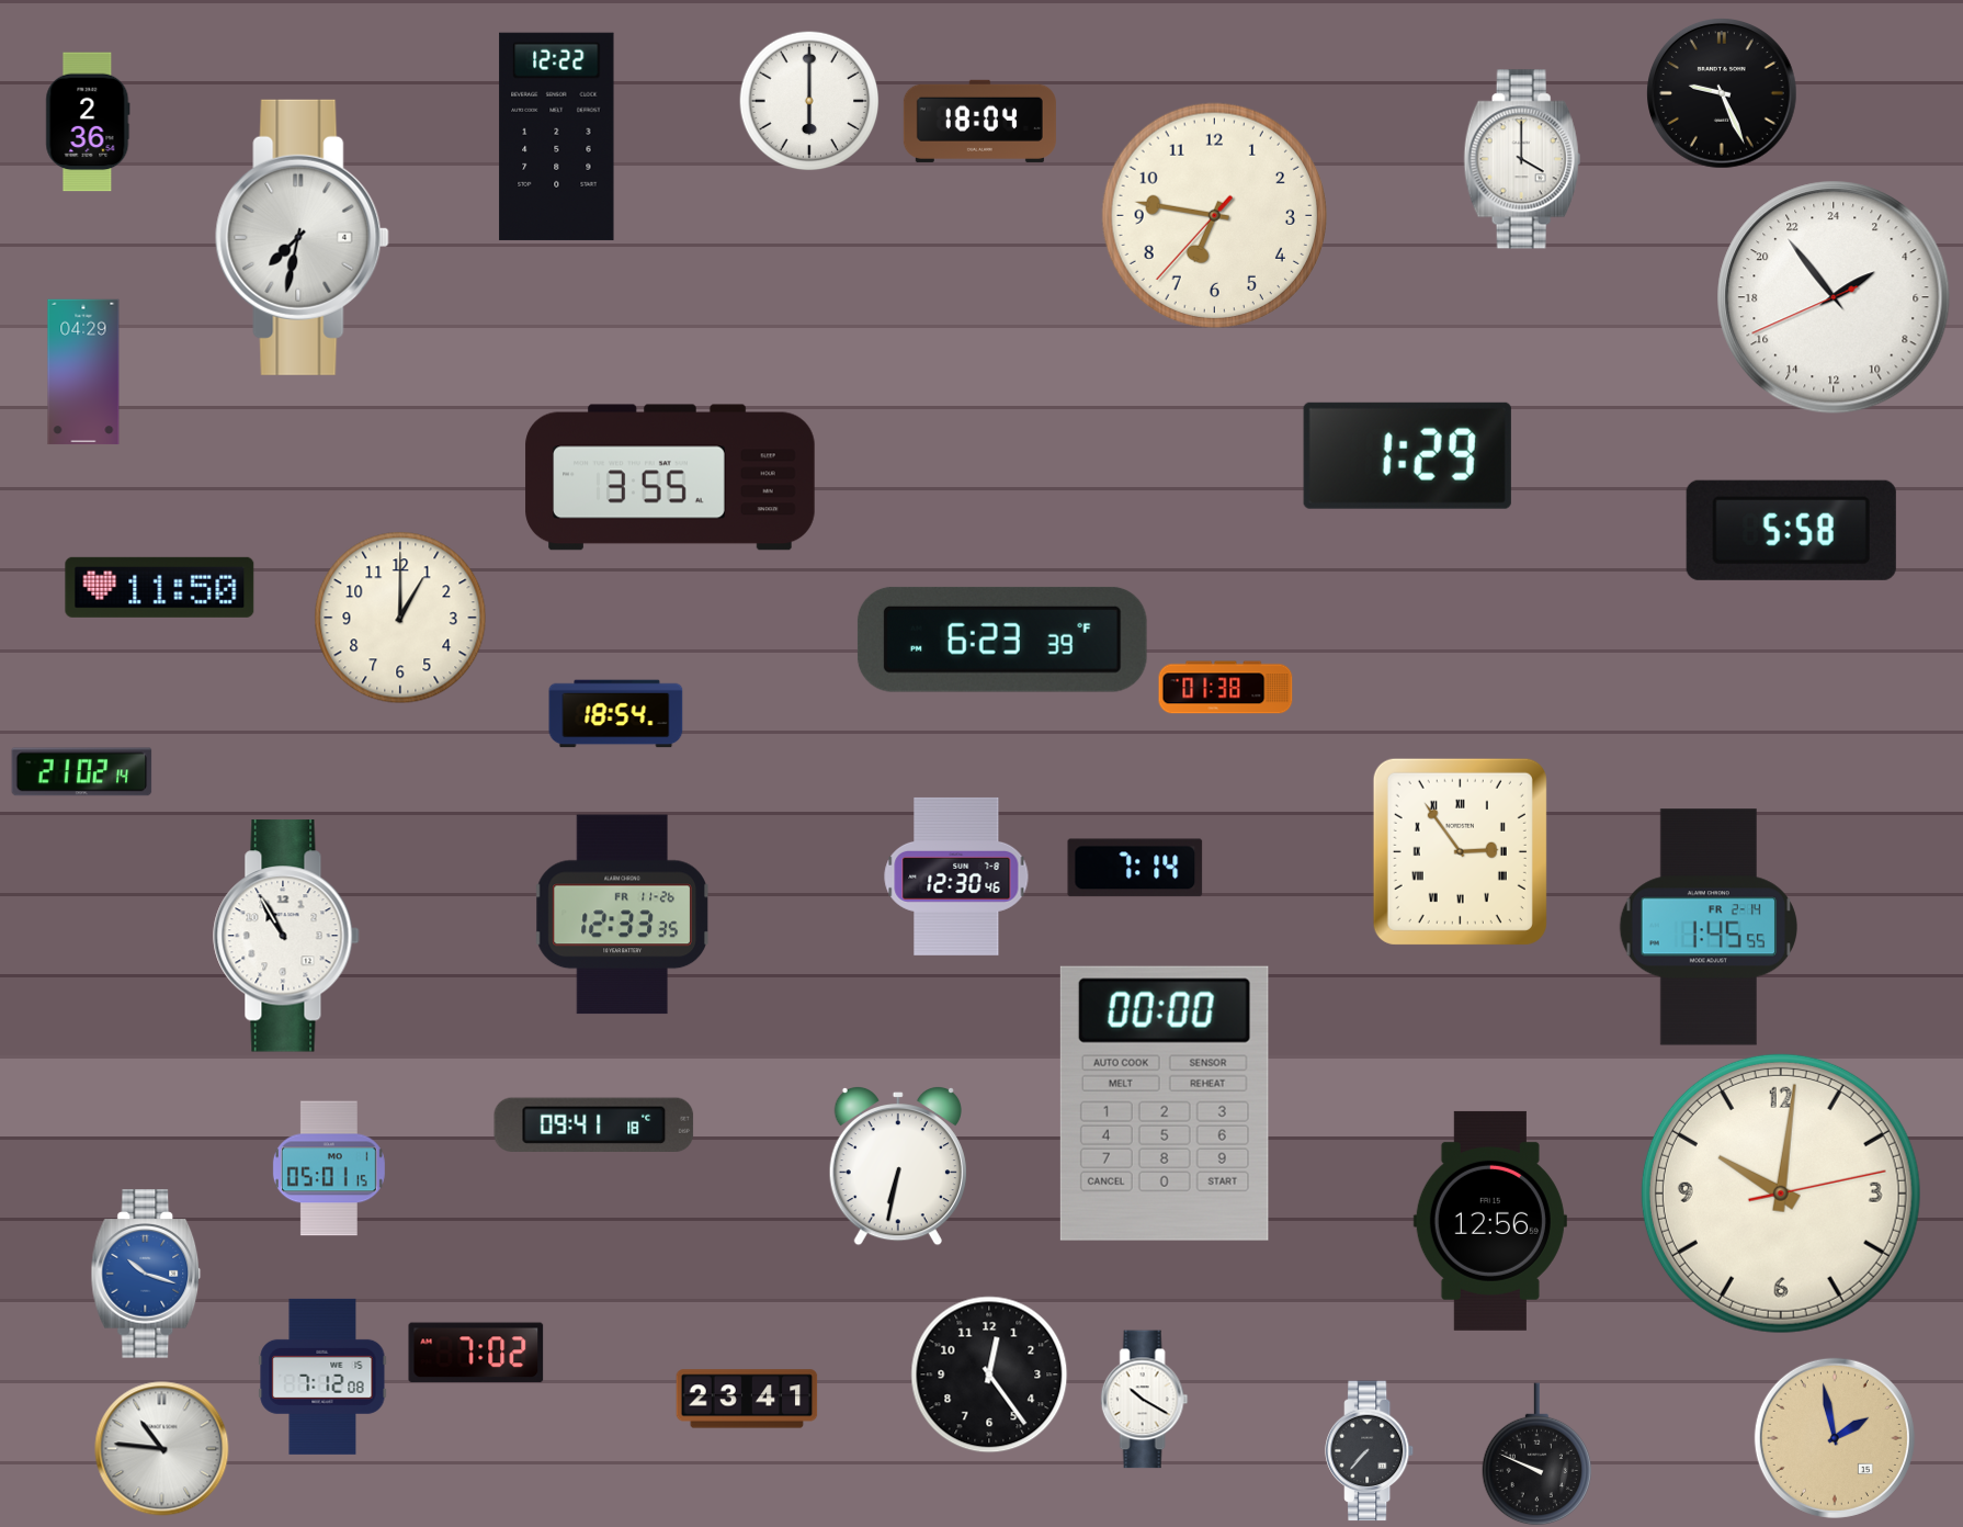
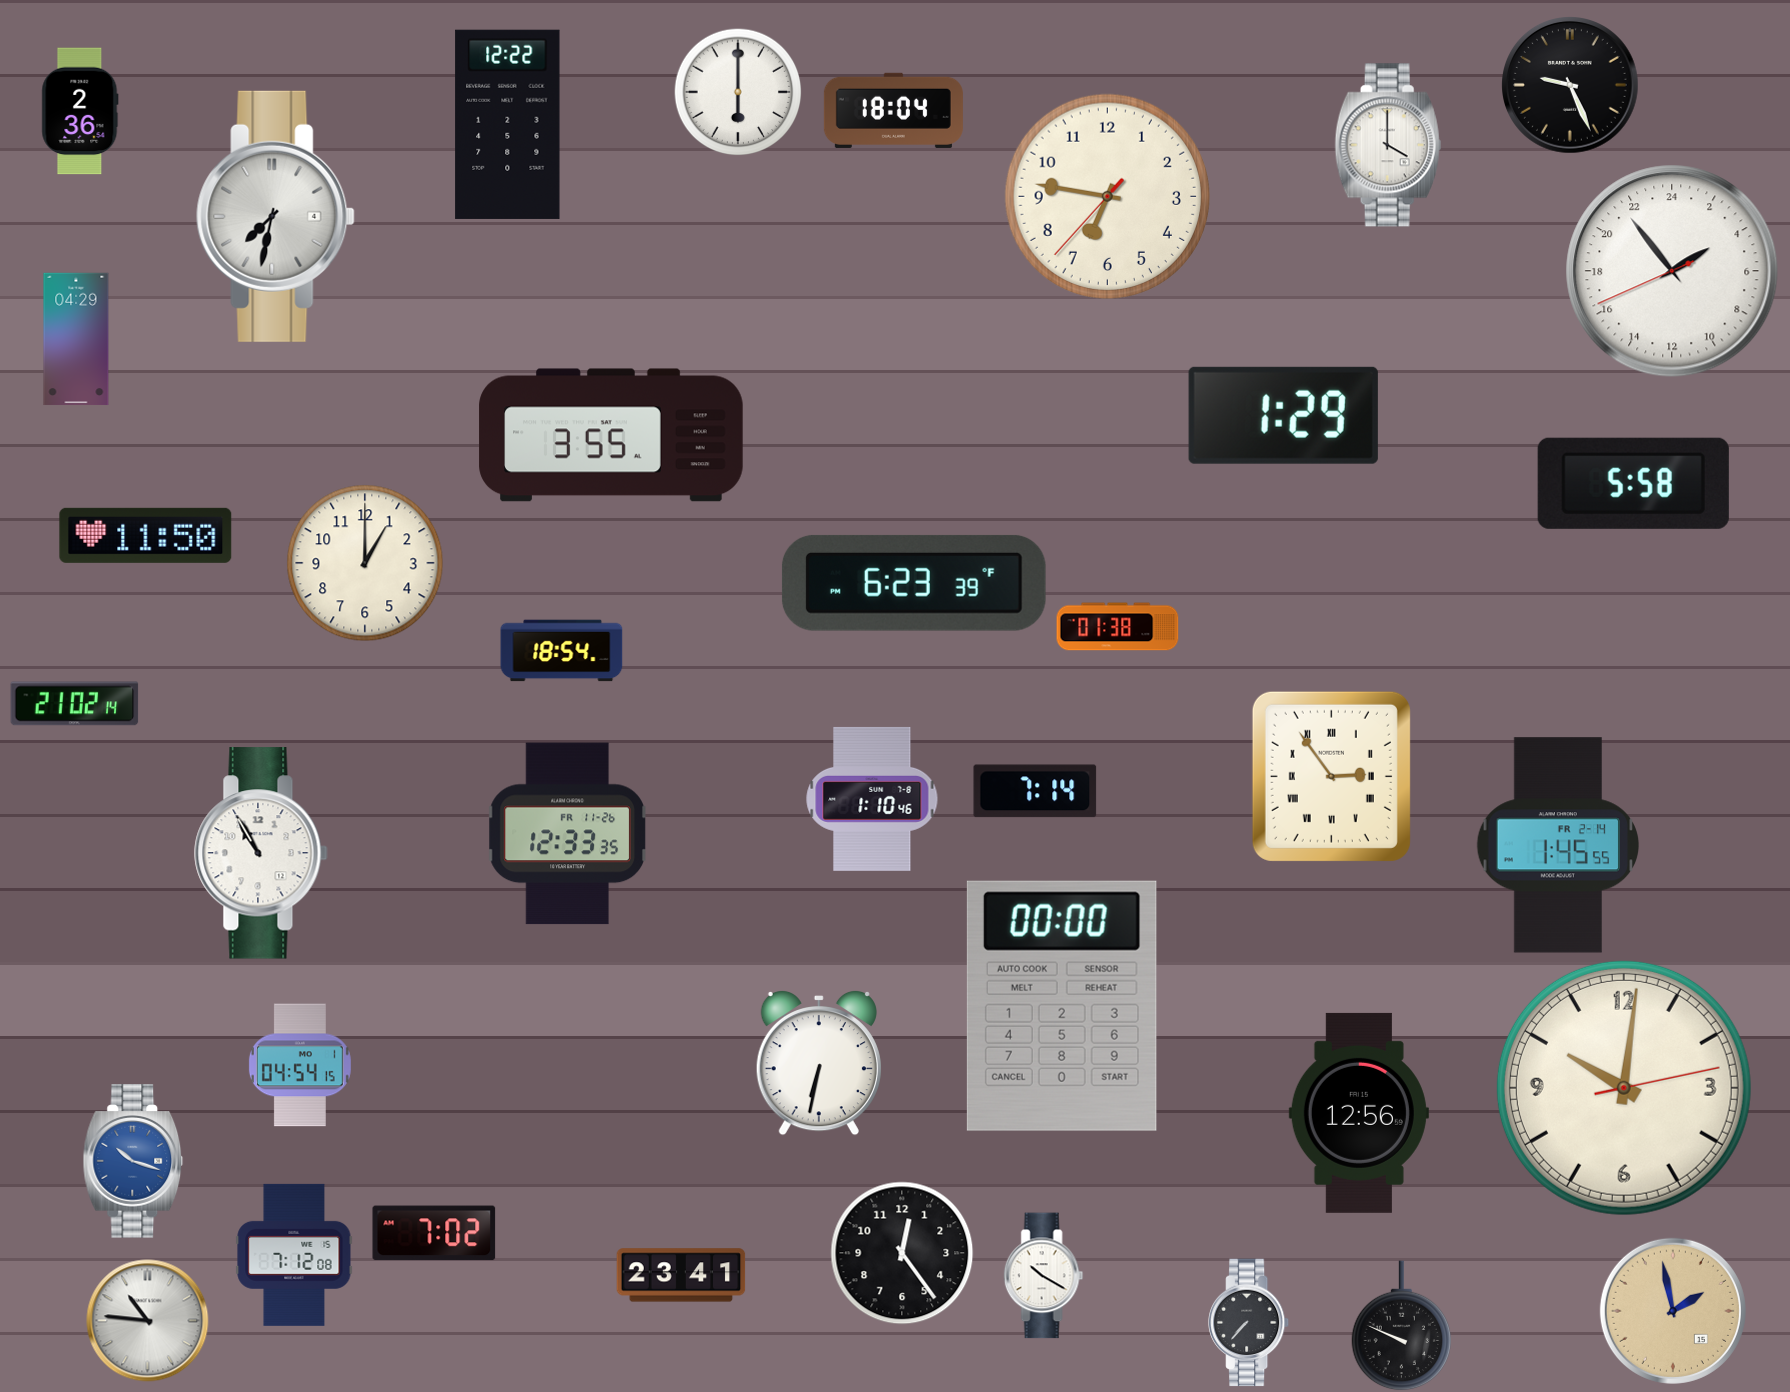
clock at (956, 876): 12:30 -> 1:10
clock at (594, 1124): 09:41 -> none
clock at (329, 1168): 05:01 -> 04:54
